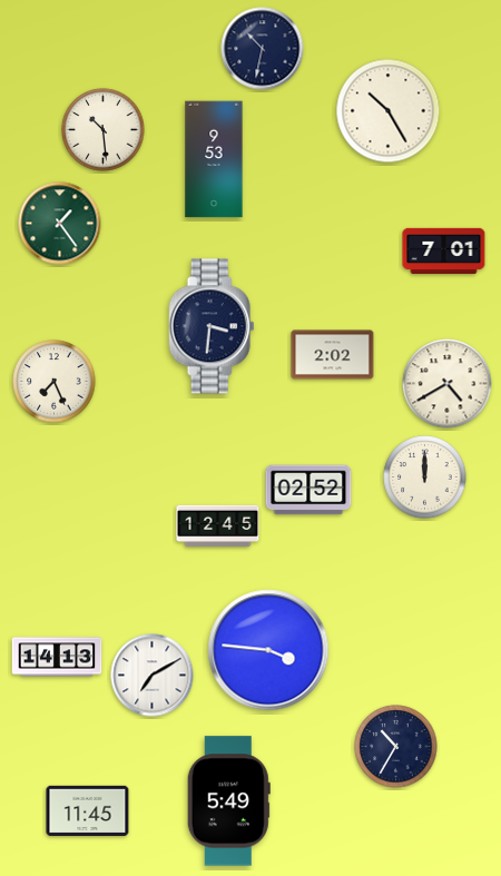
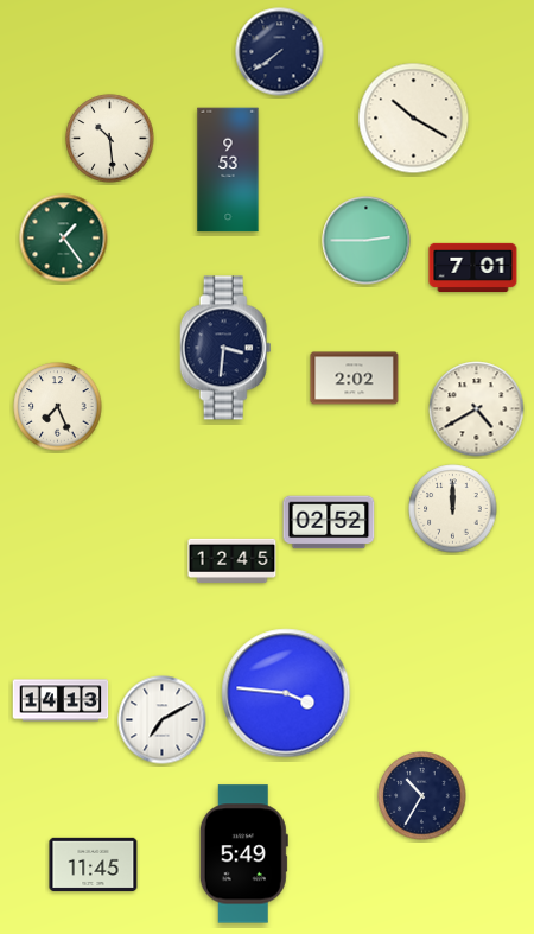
clock at (263, 49): 10:32 -> 7:39
clock at (389, 111): 10:25 -> 10:20
clock at (367, 241): none -> 2:45
